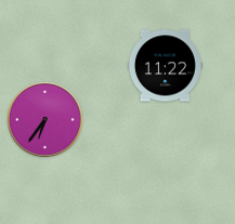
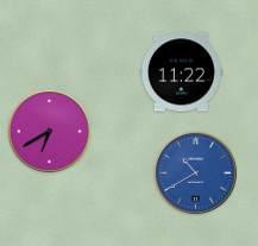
clock at (45, 120): 6:36 -> 6:40
clock at (196, 174): none -> 10:40
